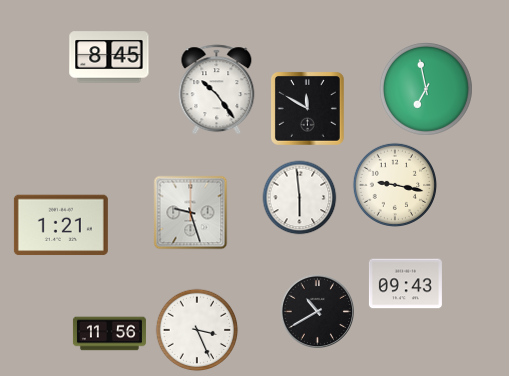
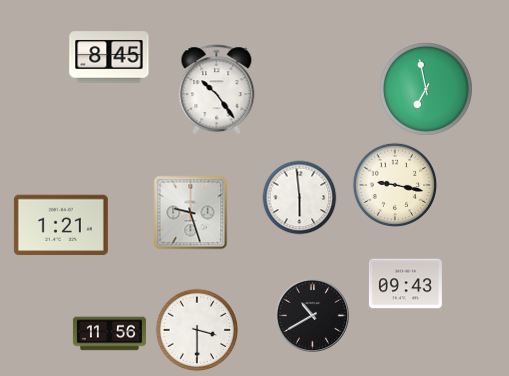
clock at (307, 108): 11:50 -> none
clock at (317, 311) position: (317, 311) -> (312, 315)
clock at (197, 330): 3:26 -> 3:30
